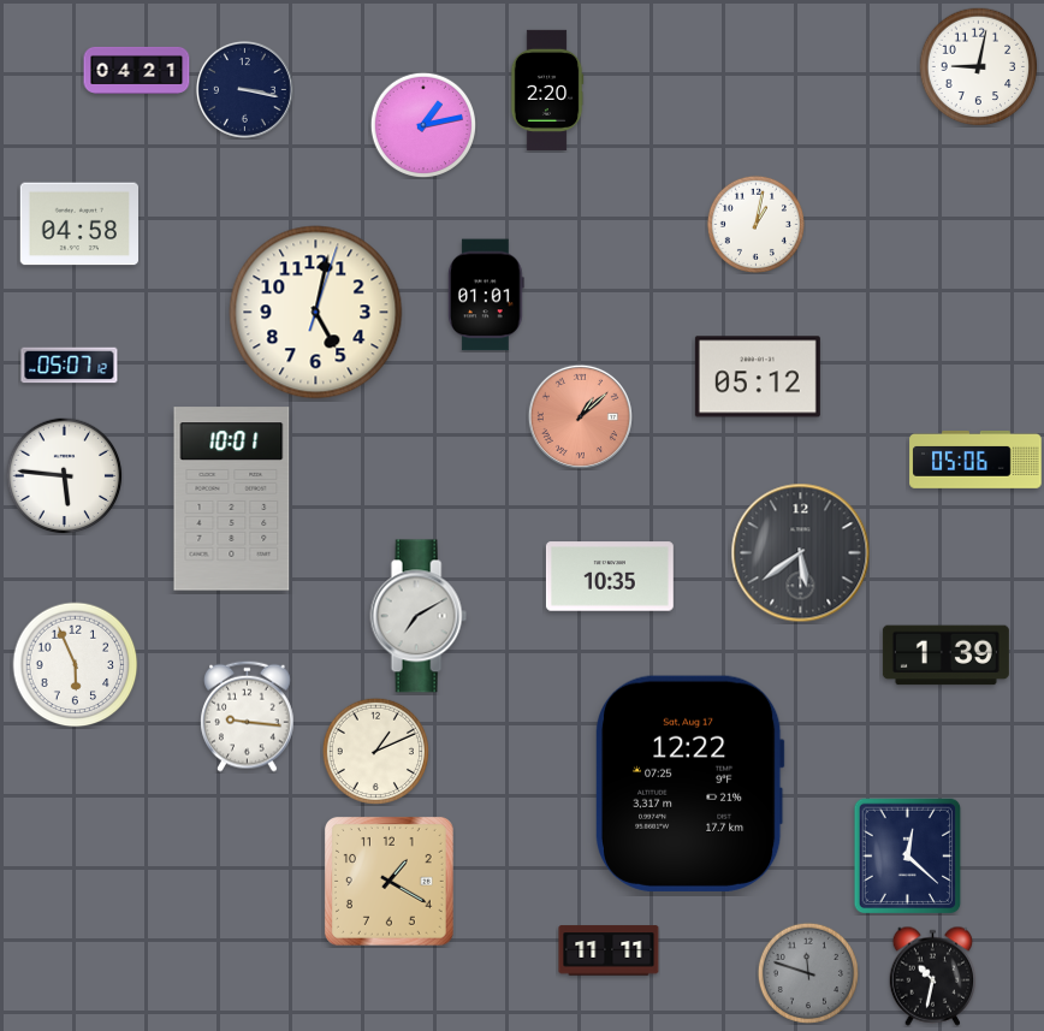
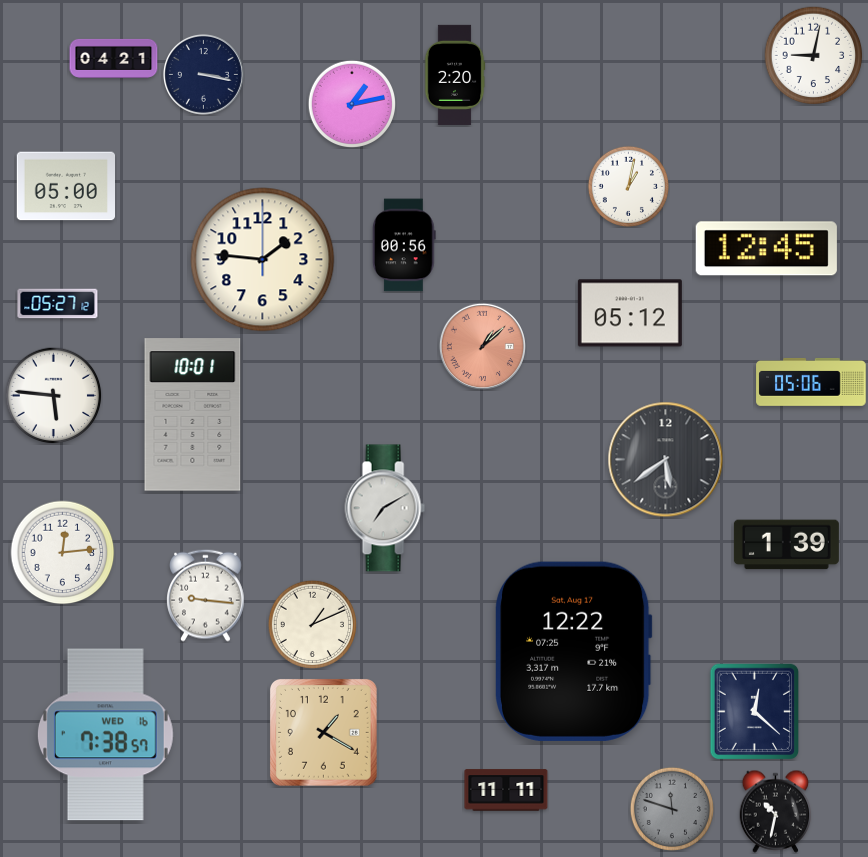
clock at (78, 224): 04:58 -> 05:00
clock at (487, 295): 01:01 -> 00:56
clock at (766, 249): none -> 12:45
clock at (316, 313): 5:02 -> 1:46
clock at (70, 366): 05:07 -> 05:27
clock at (610, 576): 10:35 -> none
clock at (419, 616) position: (419, 616) -> (385, 508)
clock at (76, 665): 5:56 -> 12:14
clock at (105, 735): none -> 7:38
